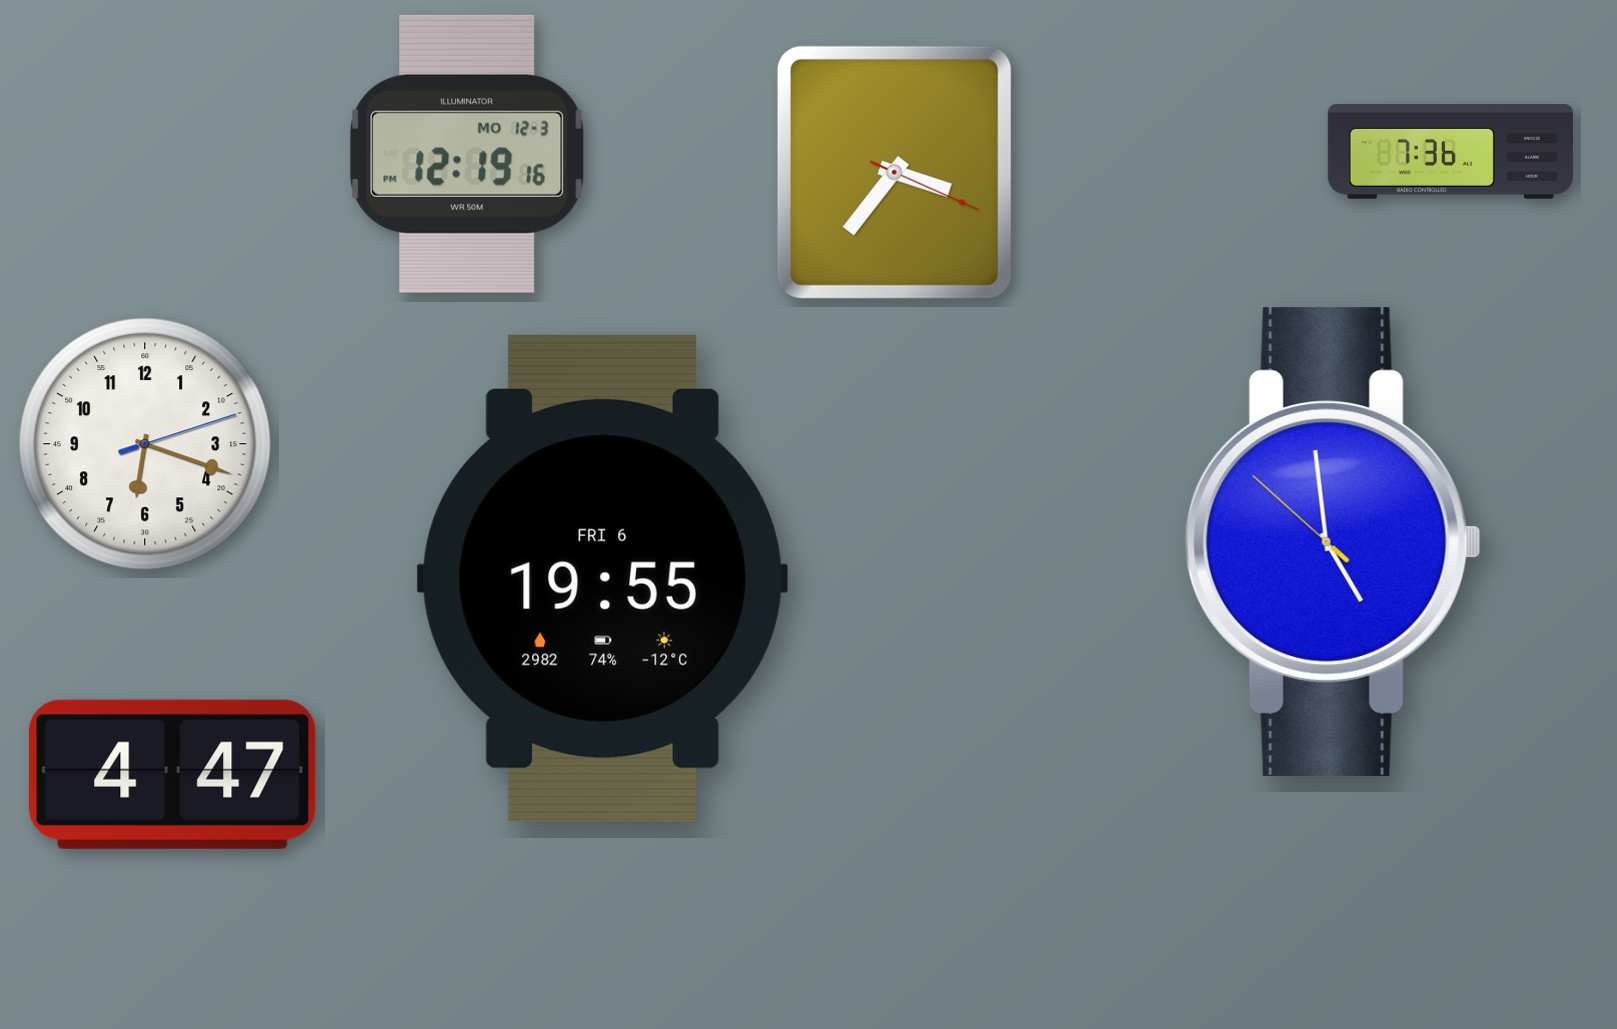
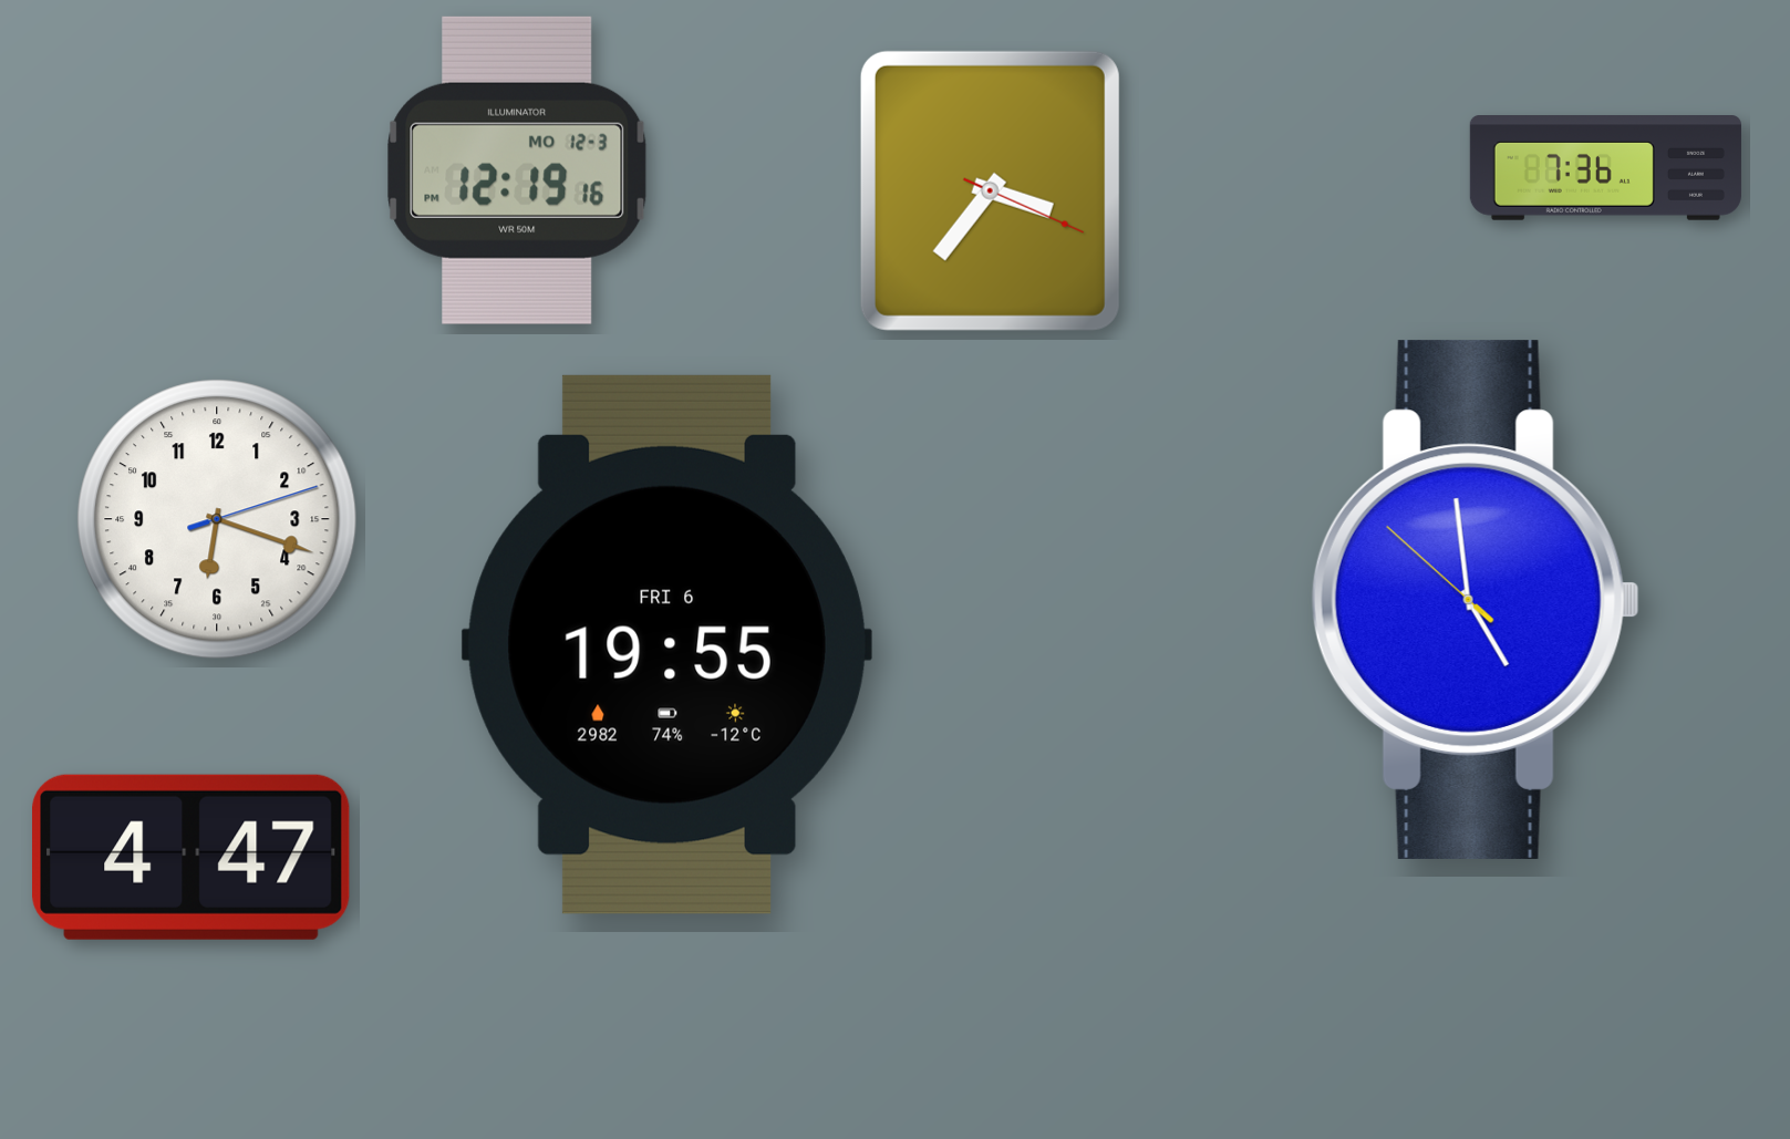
clock at (145, 444) position: (145, 444) -> (217, 519)
clock at (602, 578) position: (602, 578) -> (666, 644)
